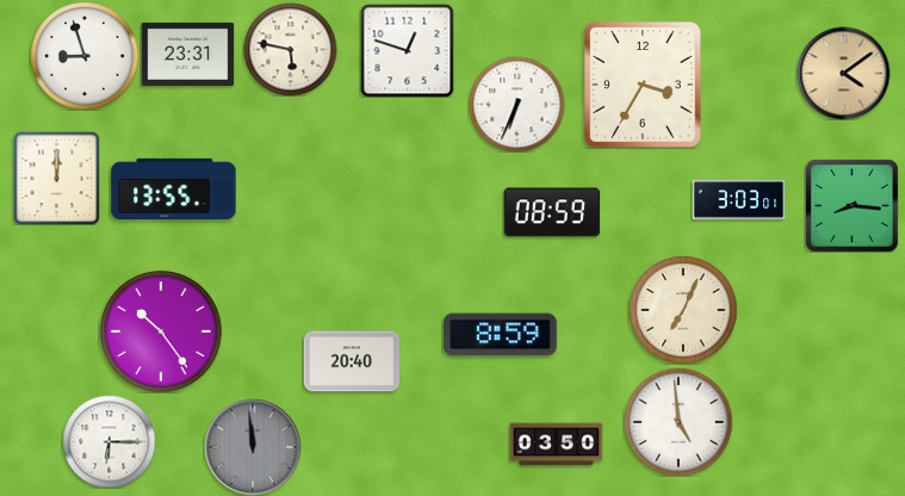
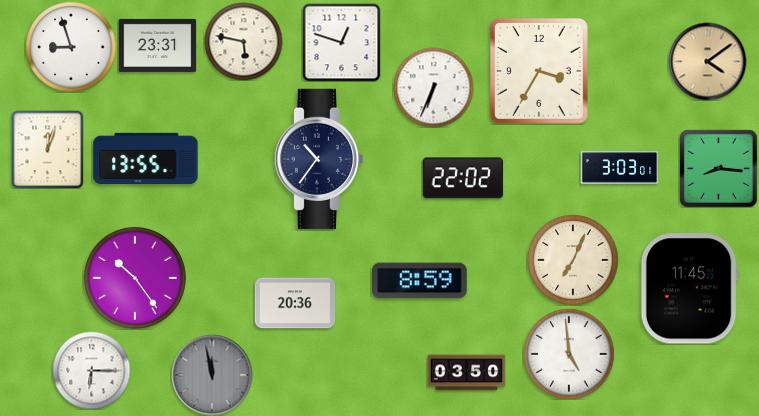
clock at (57, 178): 12:00 -> 12:03
clock at (319, 159): none -> 10:36
clock at (851, 205) position: (851, 205) -> (718, 168)
clock at (551, 212): 08:59 -> 22:02
clock at (689, 289): none -> 11:45
clock at (352, 361): 20:40 -> 20:36
clock at (253, 447): 11:59 -> 11:58
